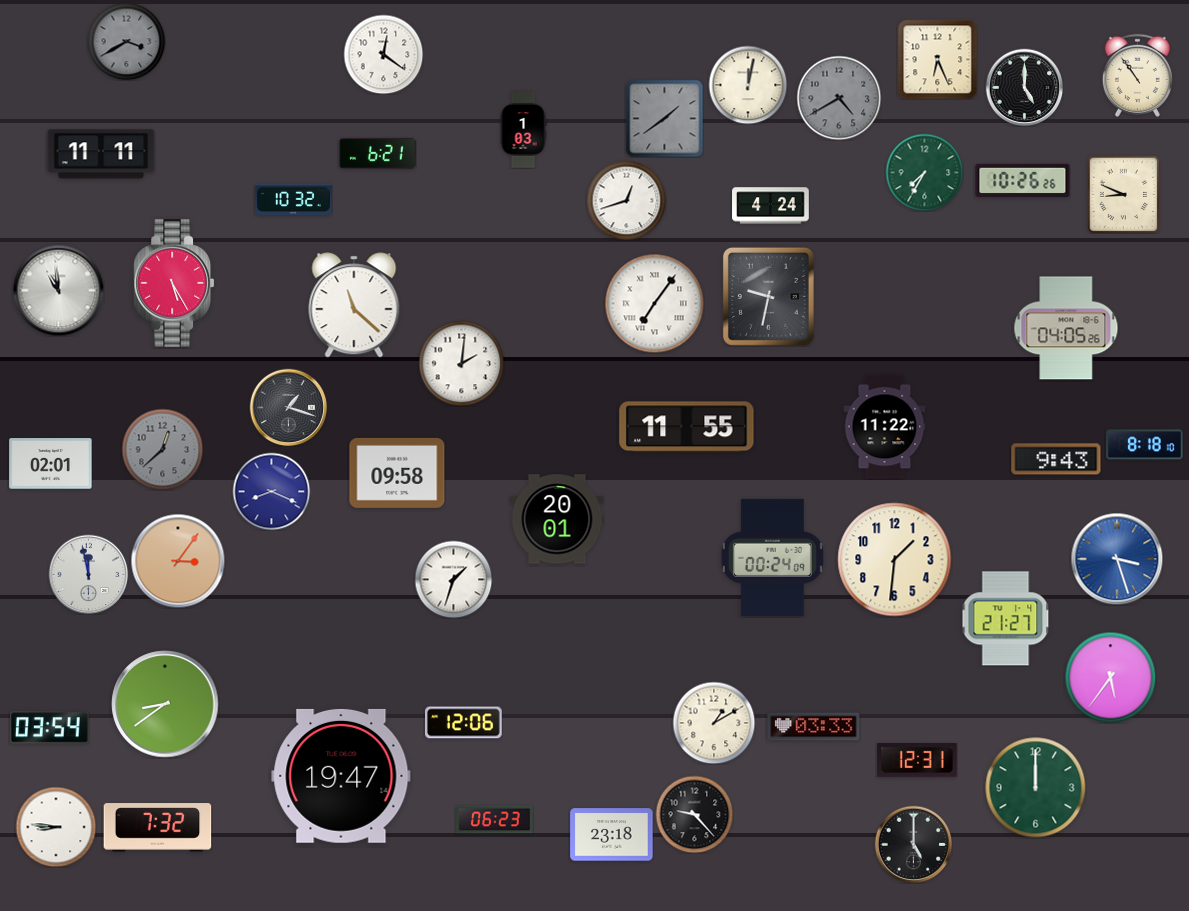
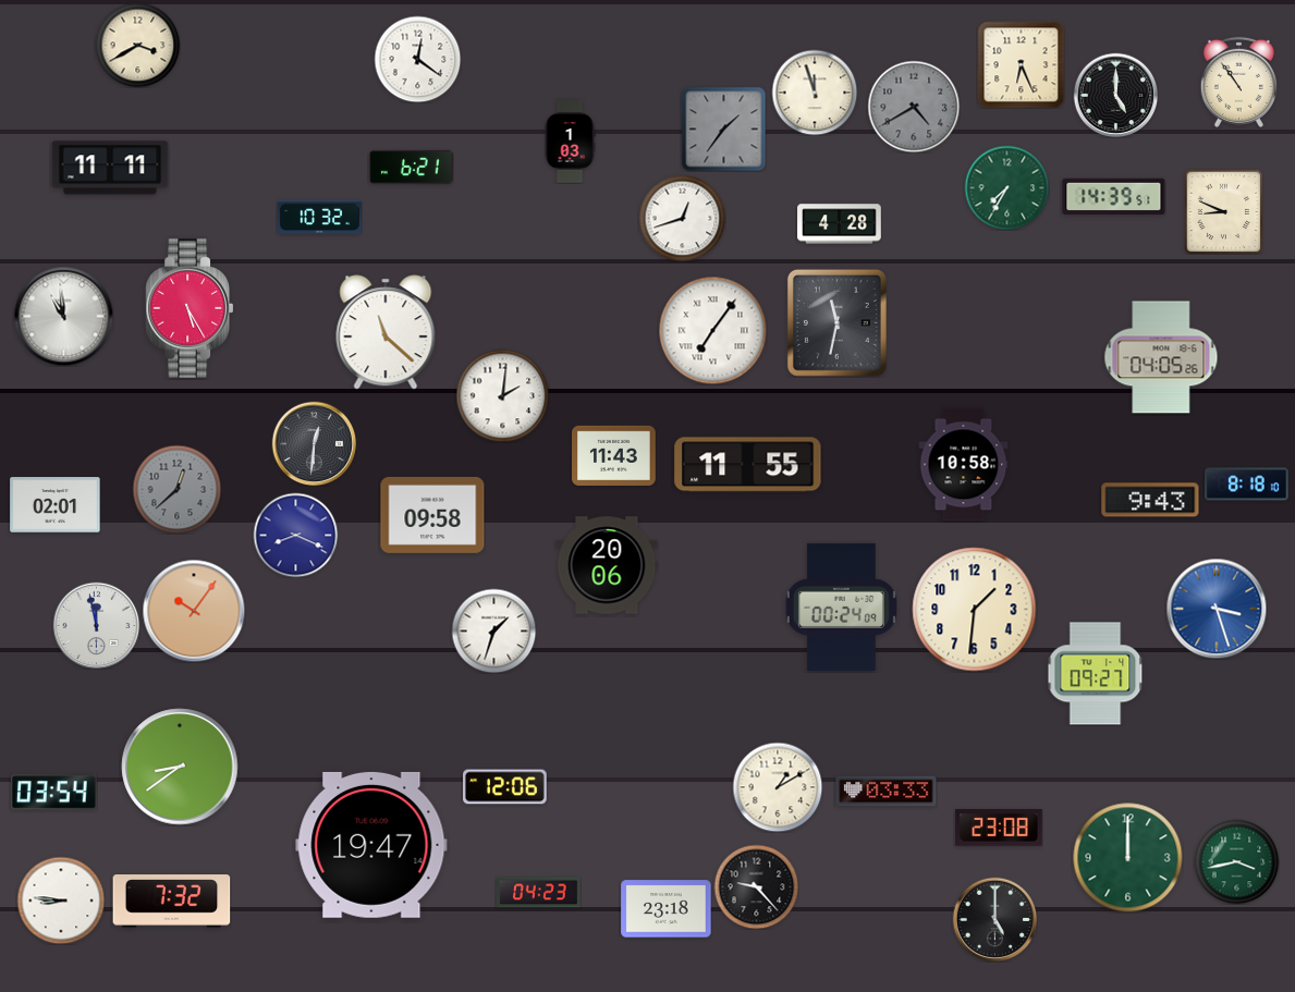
clock at (126, 41) dial: grey -> cream
clock at (748, 85): 12:02 -> 11:57
clock at (664, 118): 1:39 -> 1:36
clock at (1023, 181): 10:26 -> 14:39
clock at (771, 206): 4:24 -> 4:28
clock at (768, 296): 9:32 -> 11:32
clock at (288, 407): 1:18 -> 12:31
clock at (614, 455): none -> 11:43
clock at (885, 427): 11:22 -> 10:58
clock at (557, 519): 20:01 -> 20:06
clock at (178, 561): 3:06 -> 10:06
clock at (1006, 619): 21:27 -> 09:27
clock at (1110, 677): 5:36 -> none
clock at (917, 760): 12:31 -> 23:08
clock at (1236, 861): none -> 3:43
clock at (495, 820): 06:23 -> 04:23
